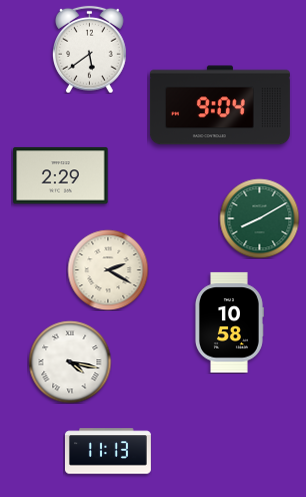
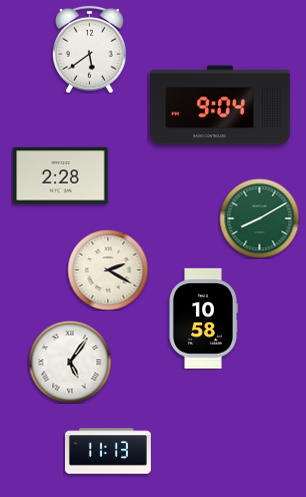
clock at (61, 176): 2:29 -> 2:28
clock at (229, 323) position: (229, 323) -> (203, 319)
clock at (70, 362): 4:17 -> 5:06
